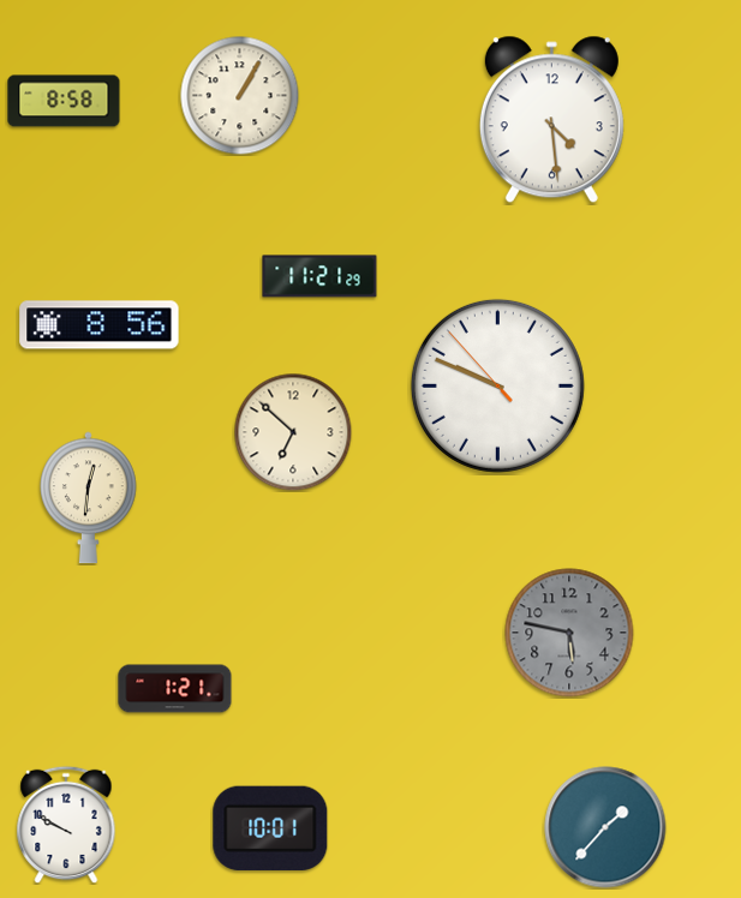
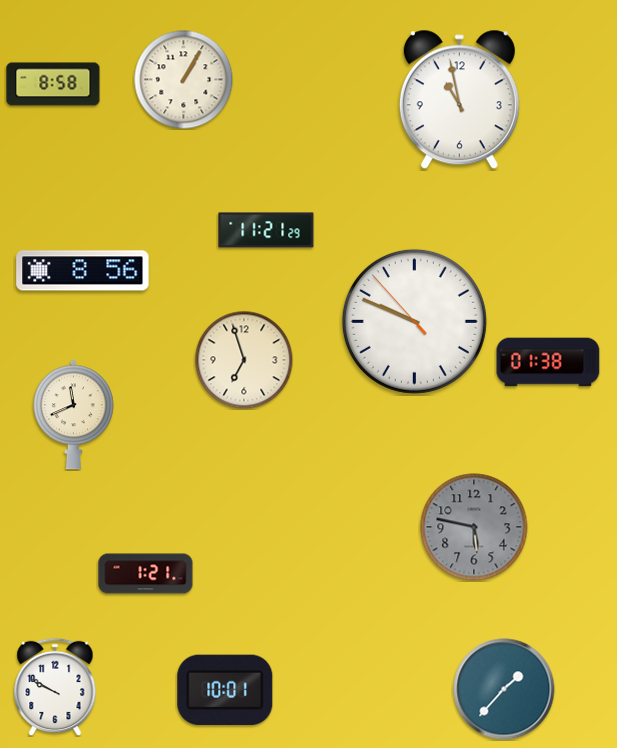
clock at (240, 96) position: (240, 96) -> (184, 80)
clock at (551, 120): 4:29 -> 10:58
clock at (293, 432): 6:52 -> 6:57
clock at (548, 362): none -> 01:38
clock at (89, 498): 12:31 -> 11:41
